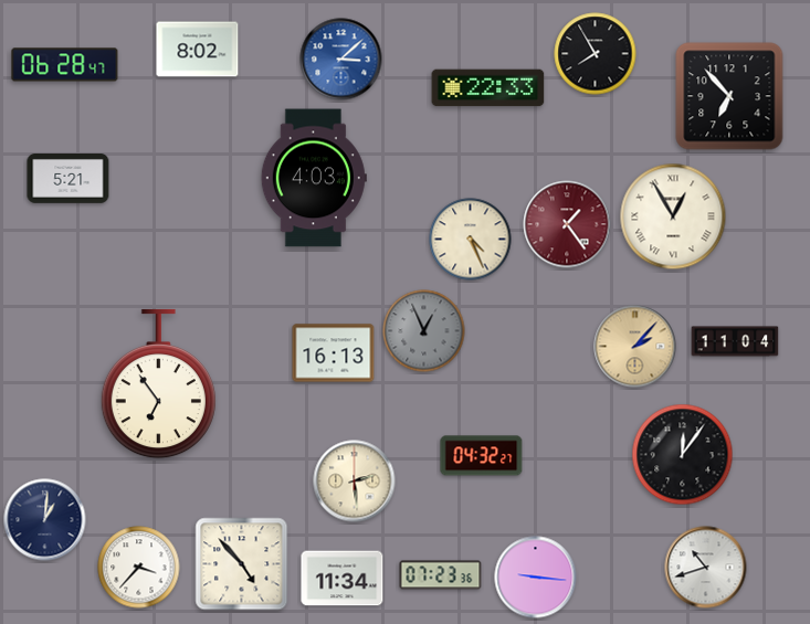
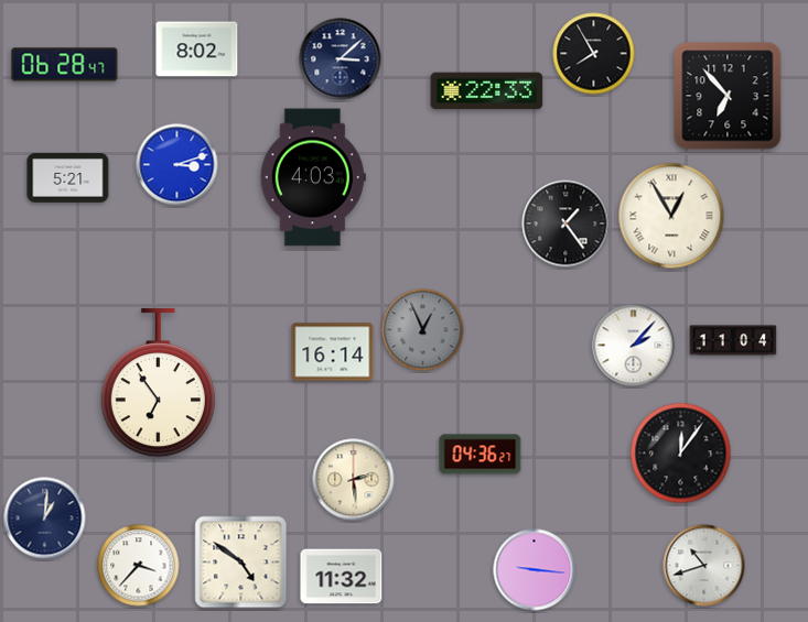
clock at (341, 60) dial: blue -> navy
clock at (488, 88) position: (488, 88) -> (487, 91)
clock at (177, 165): none -> 3:12
clock at (567, 224) dial: burgundy -> black
clock at (471, 240): 4:26 -> none
clock at (635, 347) dial: champagne -> white
clock at (334, 353): 16:13 -> 16:14
clock at (482, 456): 04:32 -> 04:36
clock at (242, 564): 4:53 -> 4:51
clock at (441, 575): 07:23 -> none
clock at (536, 578) position: (536, 578) -> (535, 570)
clock at (343, 579): 11:34 -> 11:32
